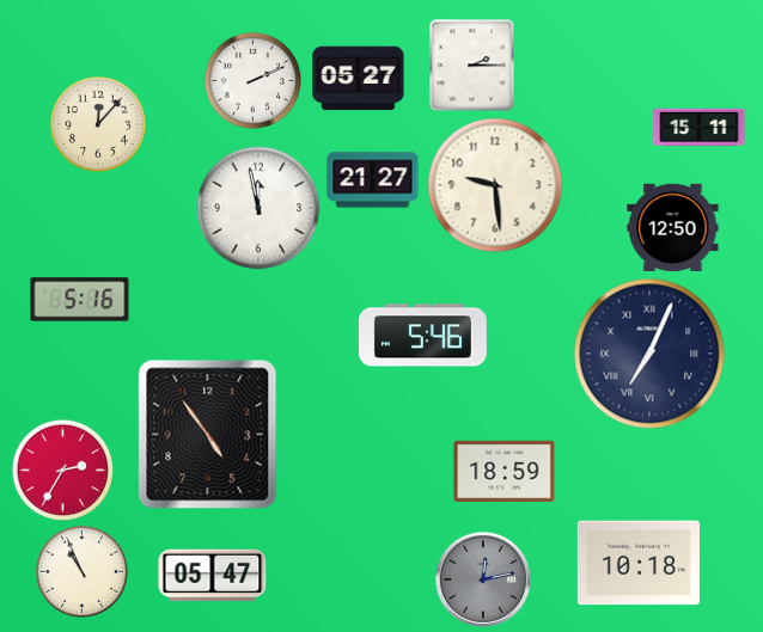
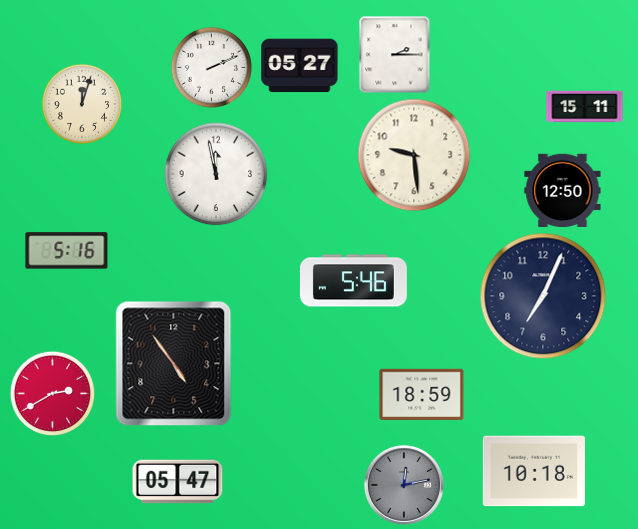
clock at (97, 123): 12:07 -> 12:03
clock at (373, 180): 21:27 -> none
clock at (649, 354) numerals: Roman -> Arabic
clock at (62, 470): 2:35 -> 2:40
clock at (81, 571): 10:56 -> none
